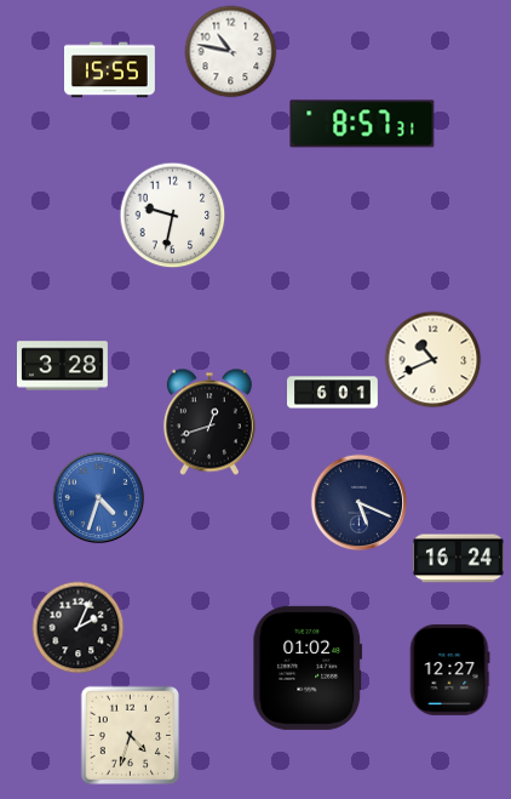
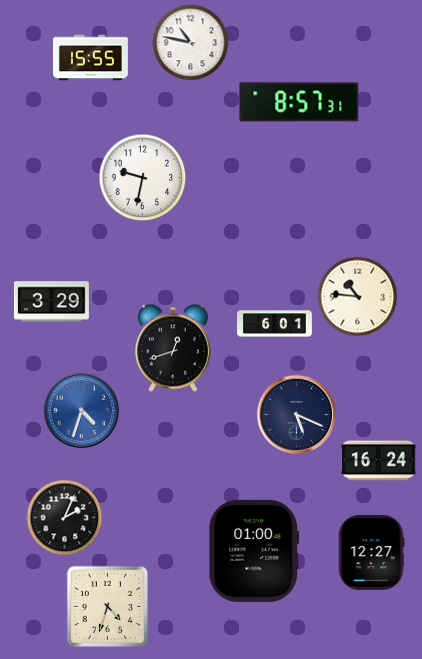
clock at (434, 360): 10:41 -> 10:46
clock at (62, 366): 3:28 -> 3:29
clock at (308, 668): 01:02 -> 01:00
